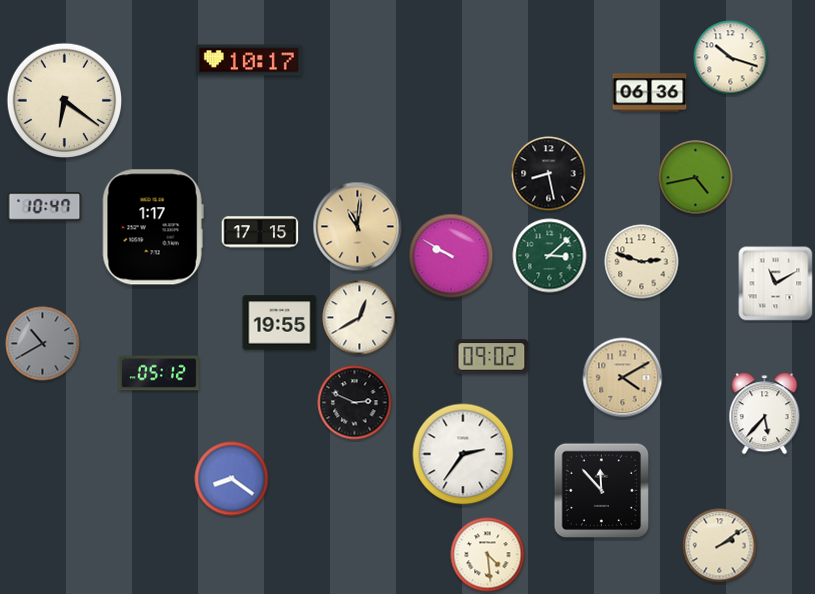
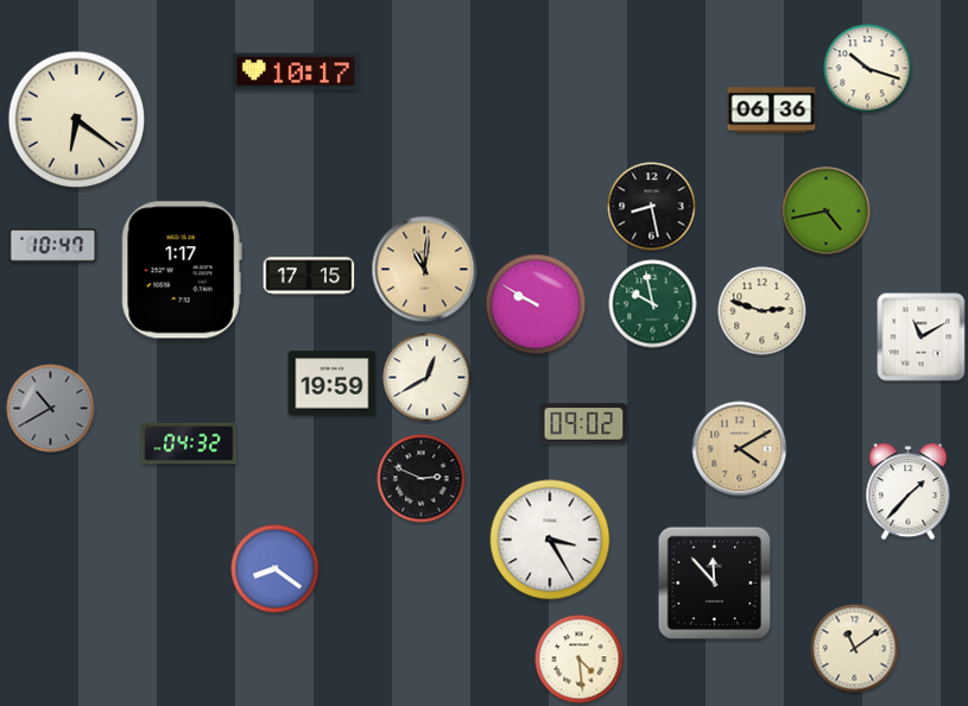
clock at (550, 256): 3:08 -> 9:58
clock at (280, 323): 19:55 -> 19:59
clock at (158, 373): 05:12 -> 04:32
clock at (765, 414): 5:37 -> 1:37
clock at (463, 454): 2:36 -> 3:25
clock at (720, 546): 2:09 -> 11:09
